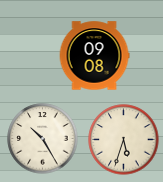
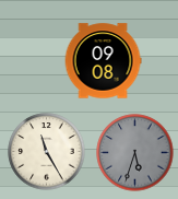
clock at (43, 139): 10:25 -> 11:25
clock at (124, 140) dial: cream -> grey
